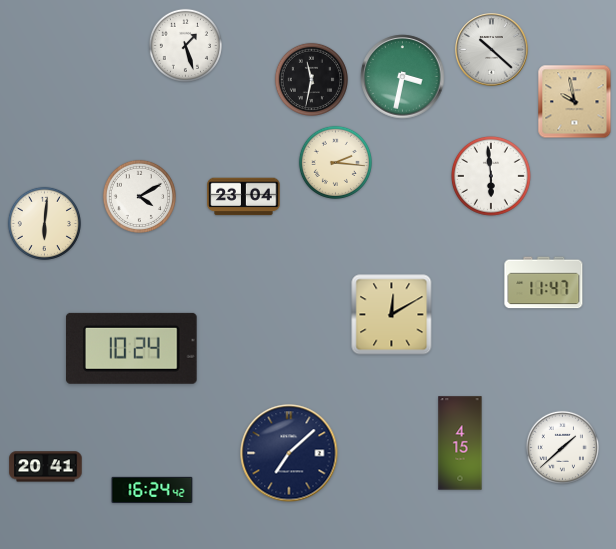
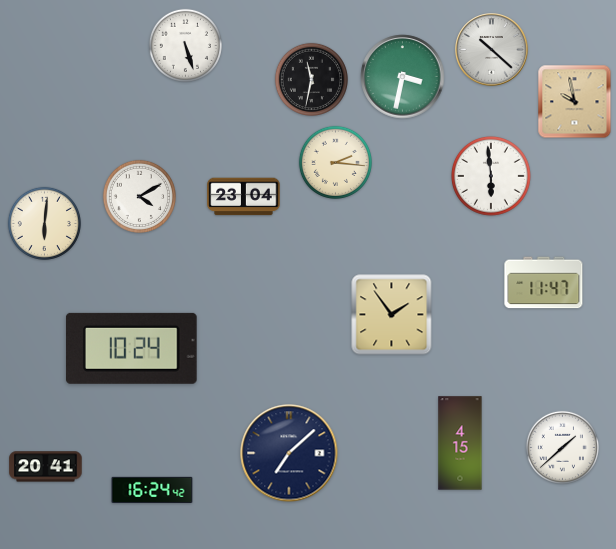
clock at (185, 45): 1:27 -> 5:27
clock at (392, 315): 12:10 -> 1:54
